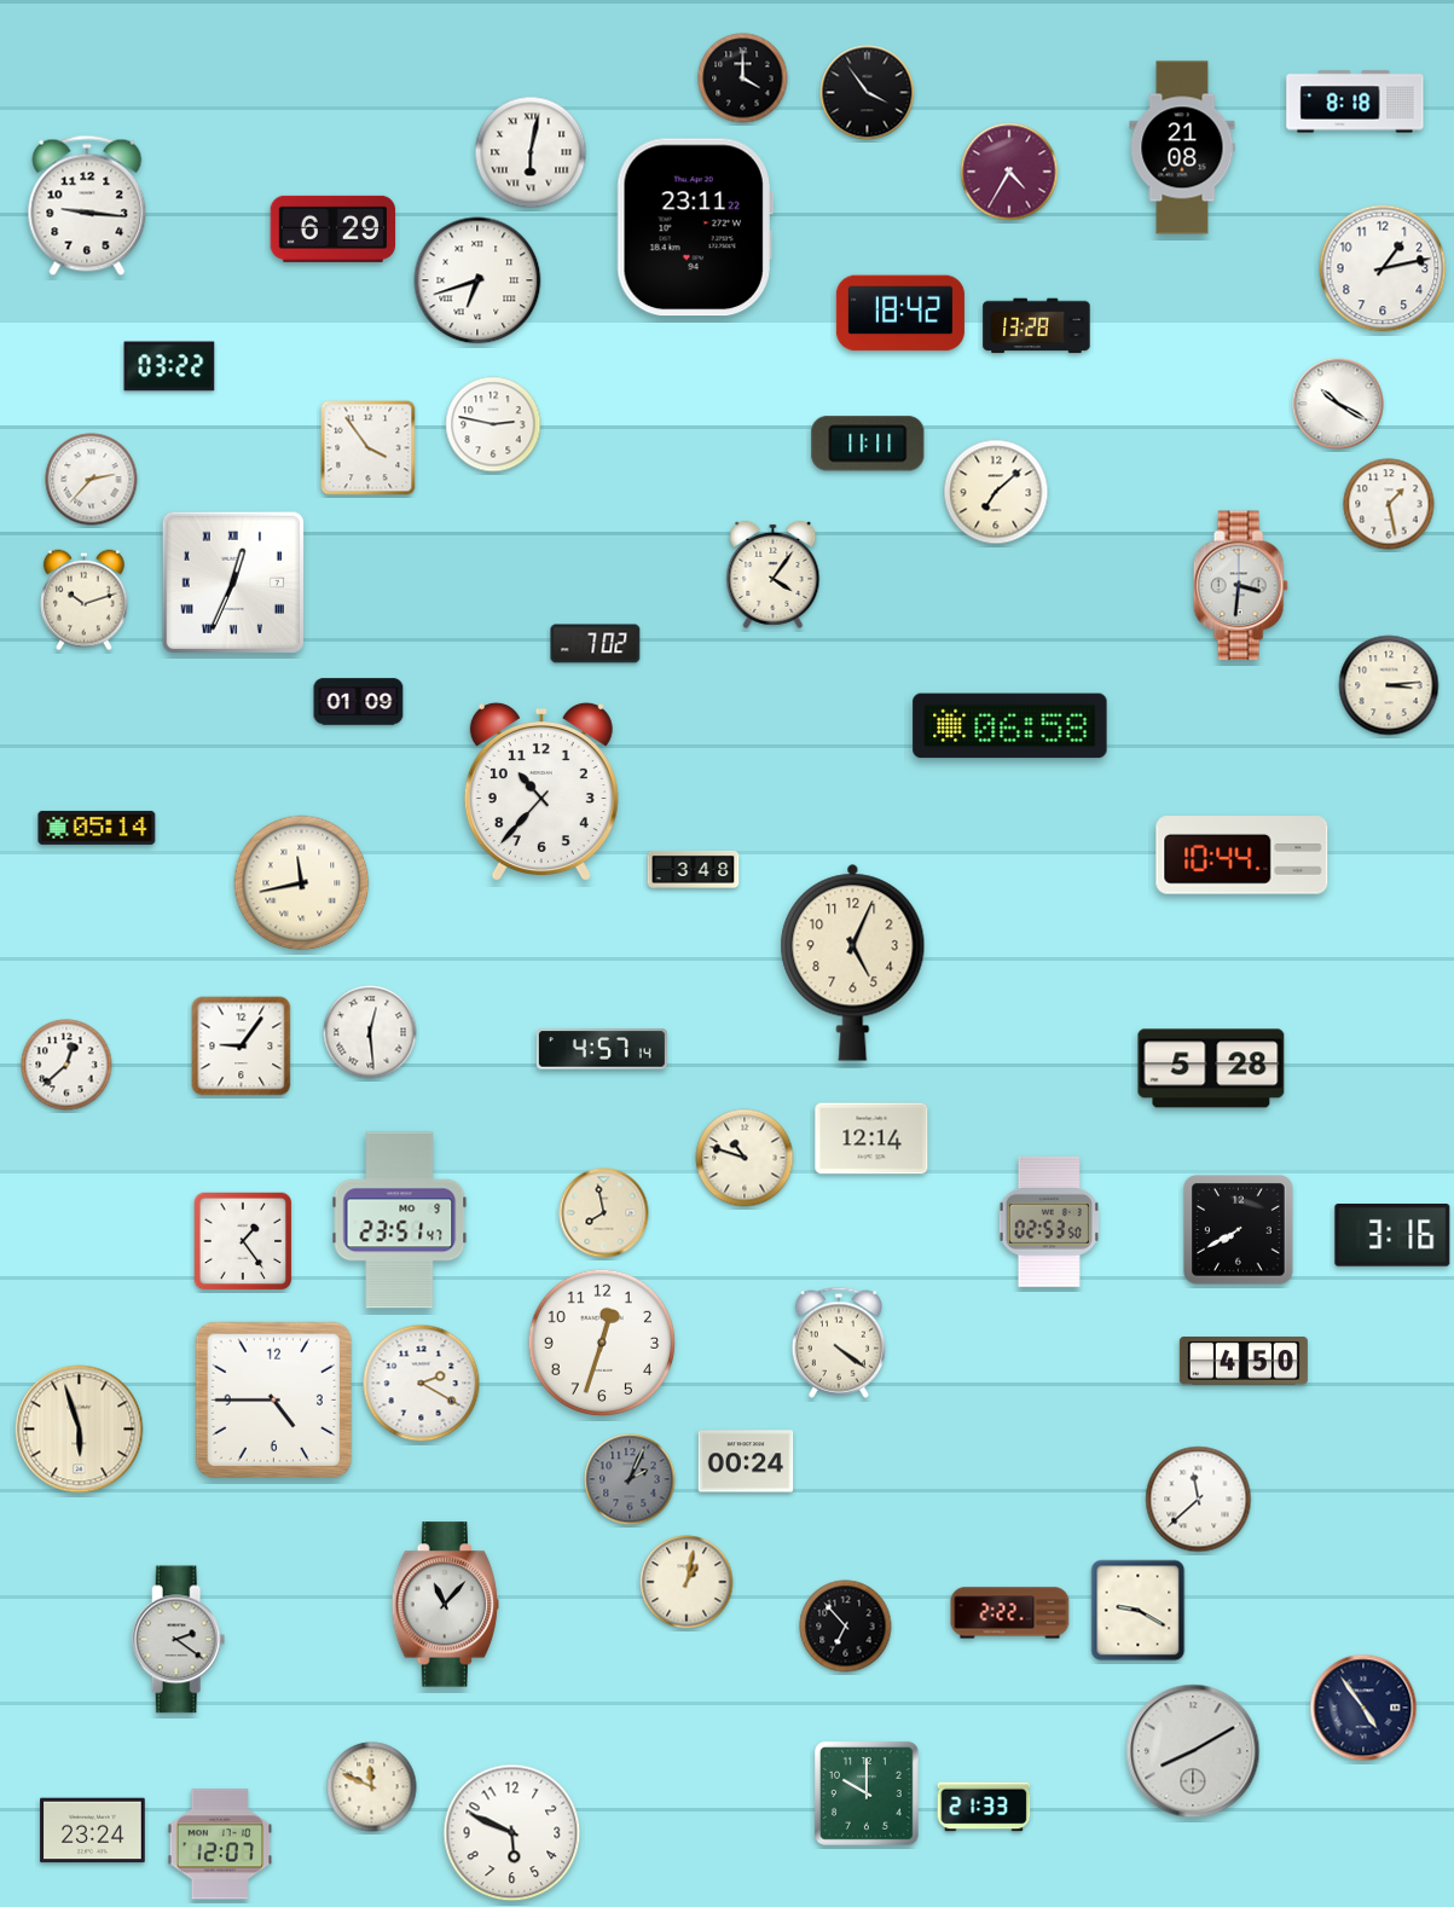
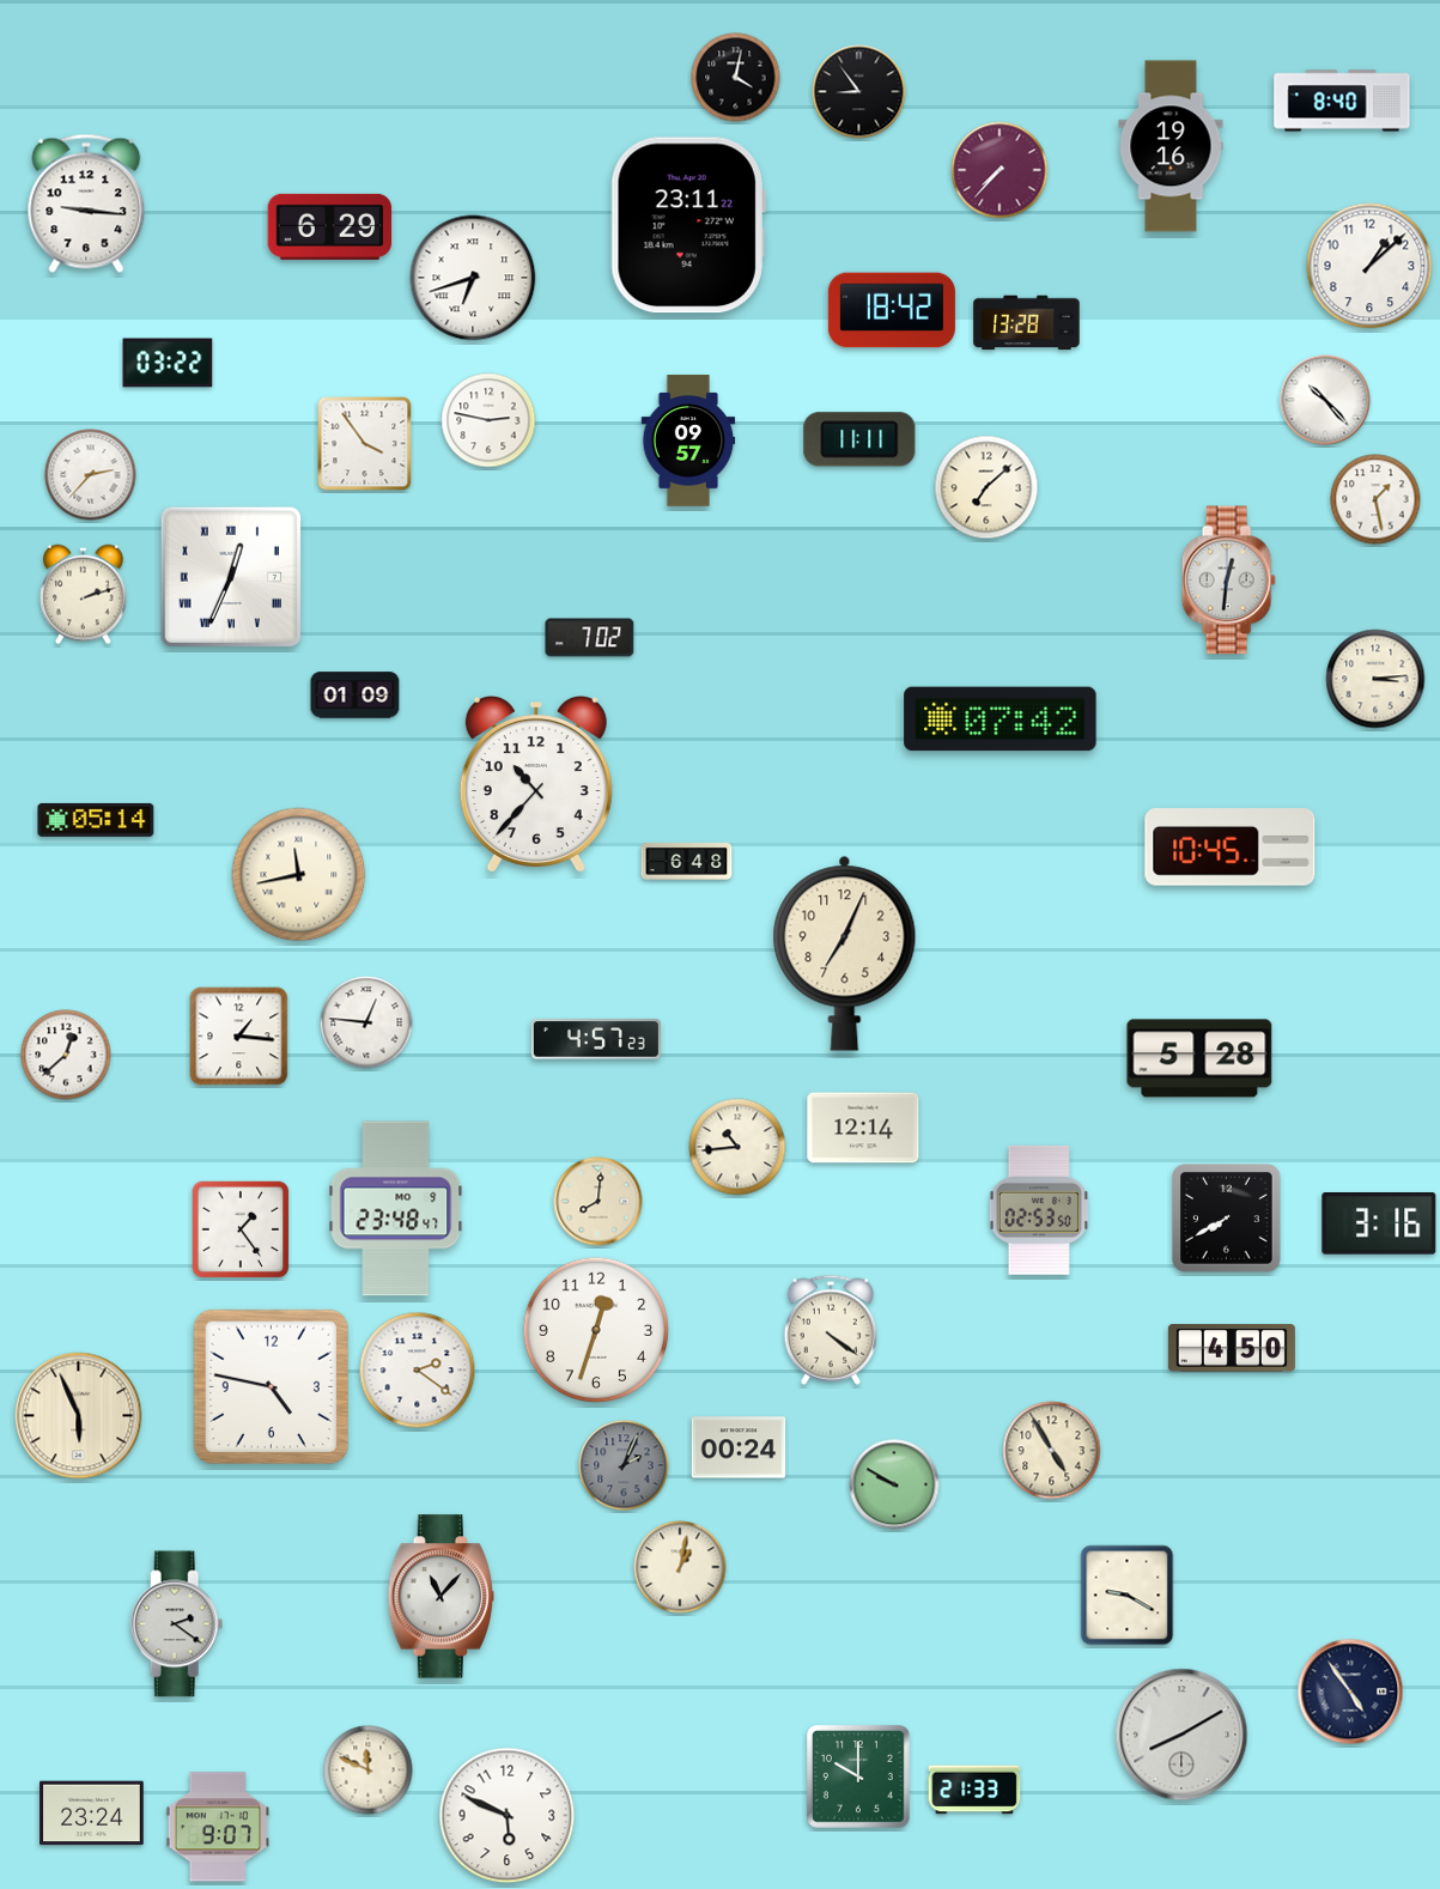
clock at (743, 79): 4:00 -> 4:02
clock at (868, 93): 3:54 -> 8:54
clock at (1355, 102): 8:18 -> 8:40
clock at (1182, 147): 21:08 -> 19:16
clock at (531, 152): 6:02 -> none
clock at (1009, 172): 4:35 -> 7:37
clock at (1383, 268): 1:13 -> 1:08
clock at (1338, 404): 10:20 -> 10:23
clock at (688, 441): none -> 09:57
clock at (774, 574): 4:06 -> none
clock at (1240, 586): 3:31 -> 12:31
clock at (85, 601): 10:12 -> 2:12
clock at (1010, 726): 06:58 -> 07:42
clock at (1242, 856): 10:44 -> 10:45
clock at (694, 869): 3:48 -> 6:48
clock at (853, 962): 5:04 -> 7:04
clock at (370, 1032): 12:29 -> 12:46
clock at (242, 1047): 9:06 -> 1:16
clock at (602, 1049): 4:57:14 -> 4:57:23
clock at (745, 1158): 10:48 -> 10:44
clock at (604, 1213): 7:58 -> 8:01
clock at (400, 1221): 23:51 -> 23:48
clock at (422, 1384): 2:20 -> 2:21
clock at (274, 1401): 4:45 -> 4:47
clock at (80, 1430): 5:57 -> 5:56
clock at (1052, 1451): none -> 4:55
clock at (894, 1484): none -> 9:50
clock at (1199, 1500): 11:38 -> none
clock at (445, 1605) position: (445, 1605) -> (440, 1597)
clock at (1010, 1613): 2:22 -> none
clock at (846, 1627): 6:53 -> none
clock at (220, 1844): 12:07 -> 9:07
